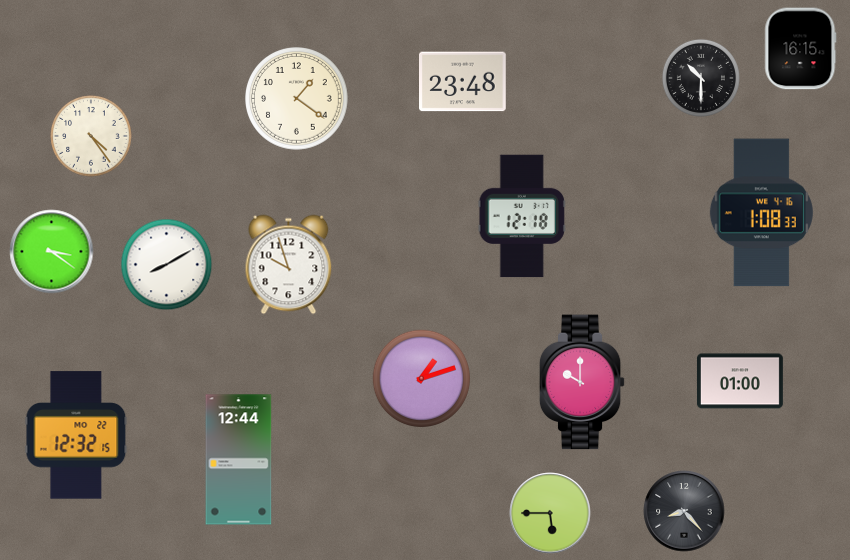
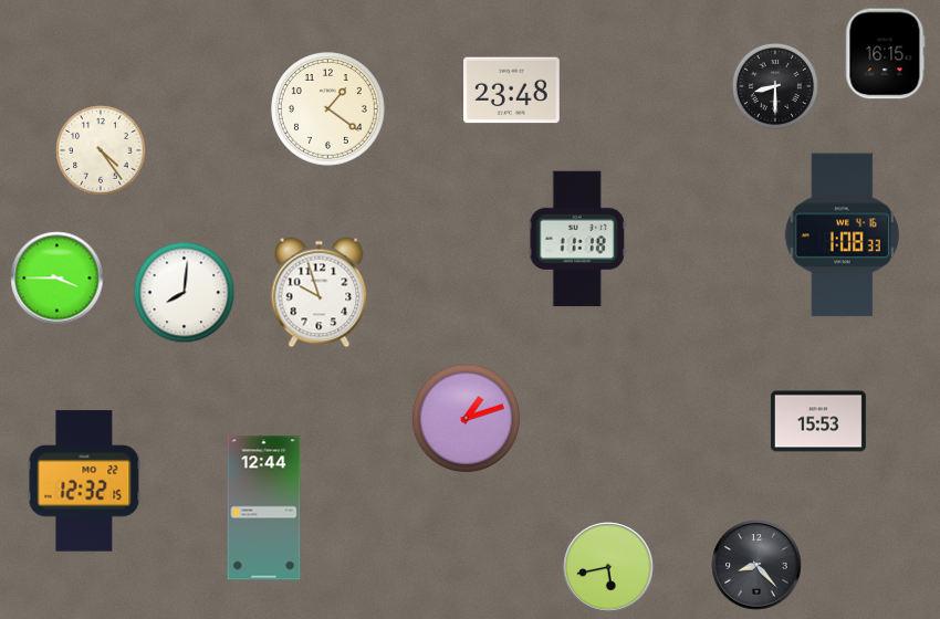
clock at (701, 78): 10:30 -> 8:30
clock at (522, 216): 12:18 -> 11:18
clock at (52, 252): 3:21 -> 3:45
clock at (167, 265): 8:10 -> 8:01
clock at (740, 381): 01:00 -> 15:53
clock at (582, 382): 10:00 -> none
clock at (550, 513): 5:45 -> 5:43
